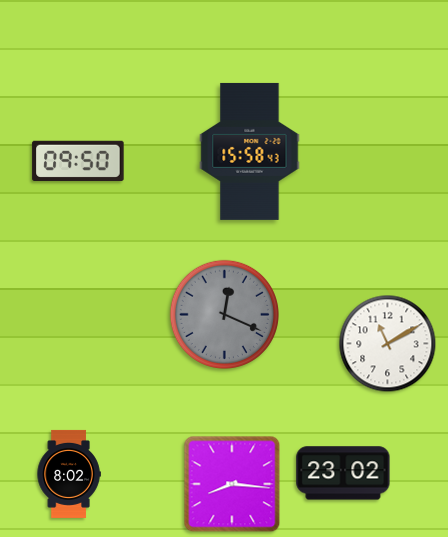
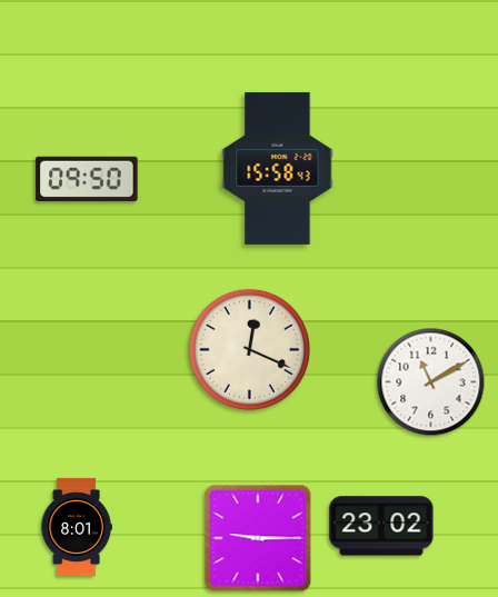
clock at (224, 314) dial: grey -> cream
clock at (69, 474): 8:02 -> 8:01
clock at (232, 484): 8:16 -> 9:15
